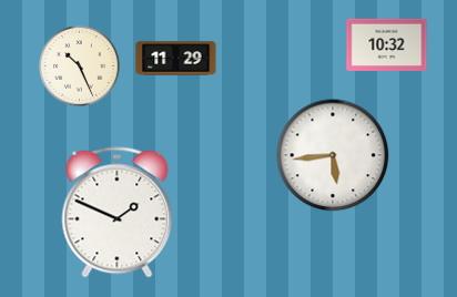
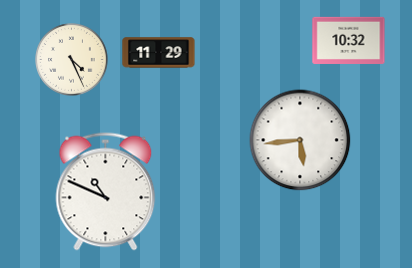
clock at (80, 66): 10:26 -> 4:26
clock at (118, 213): 1:49 -> 10:49
